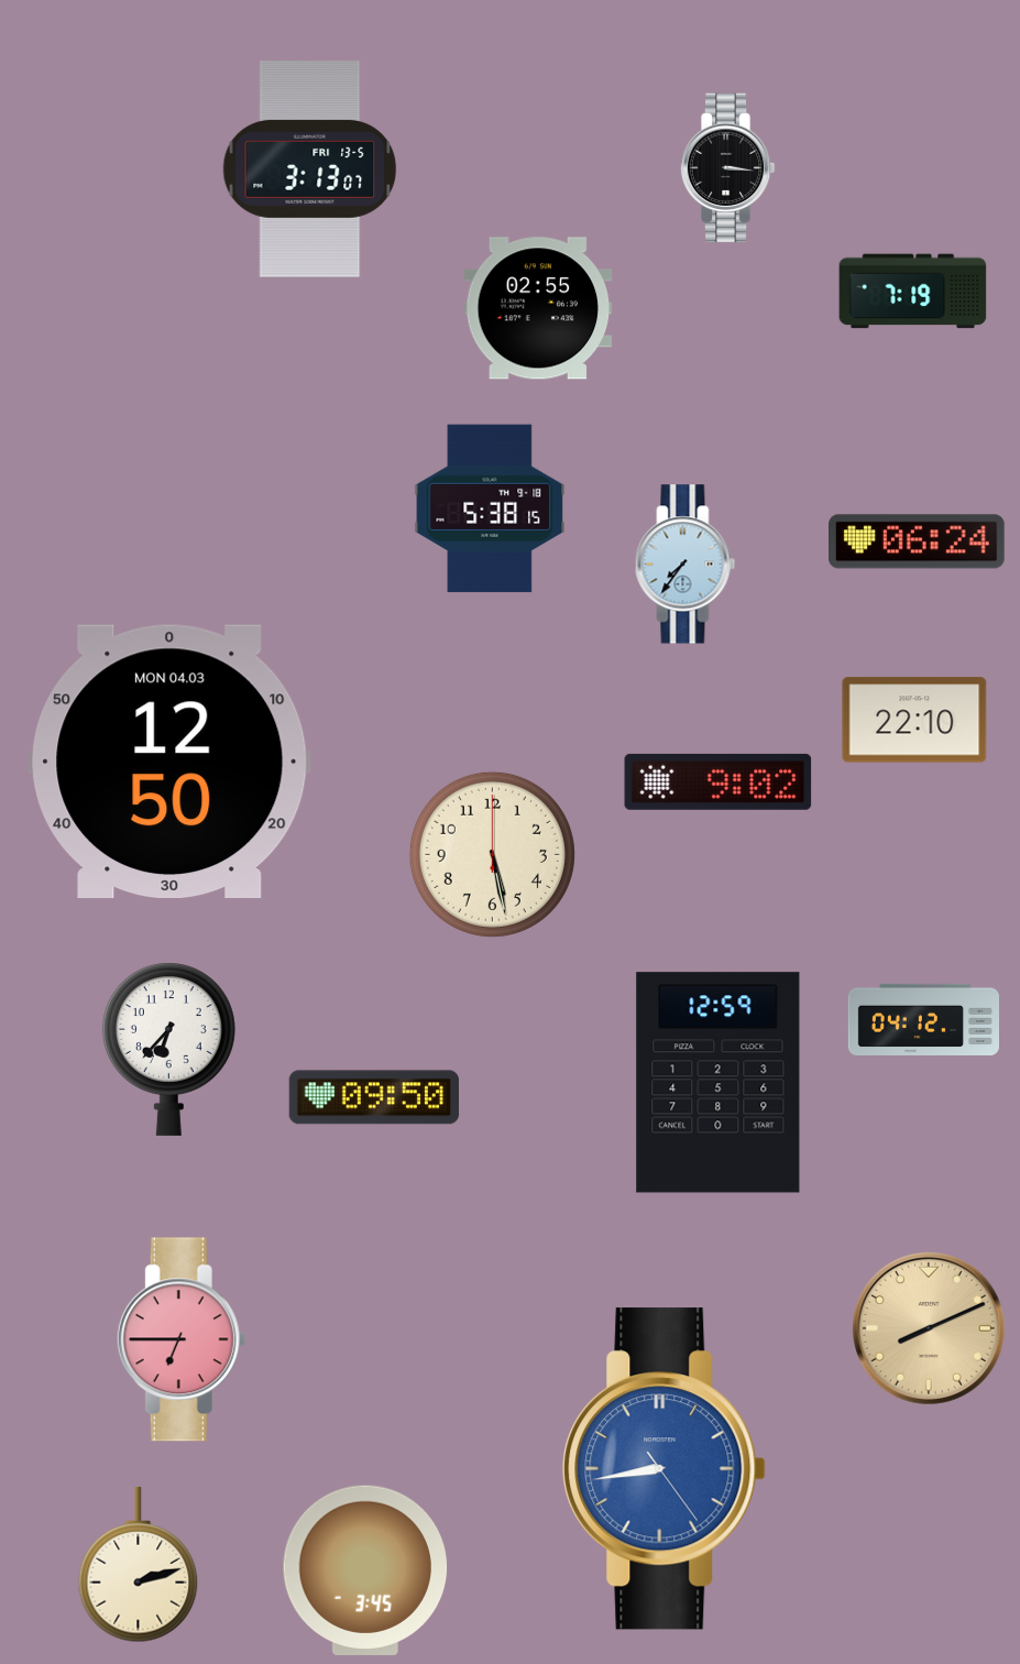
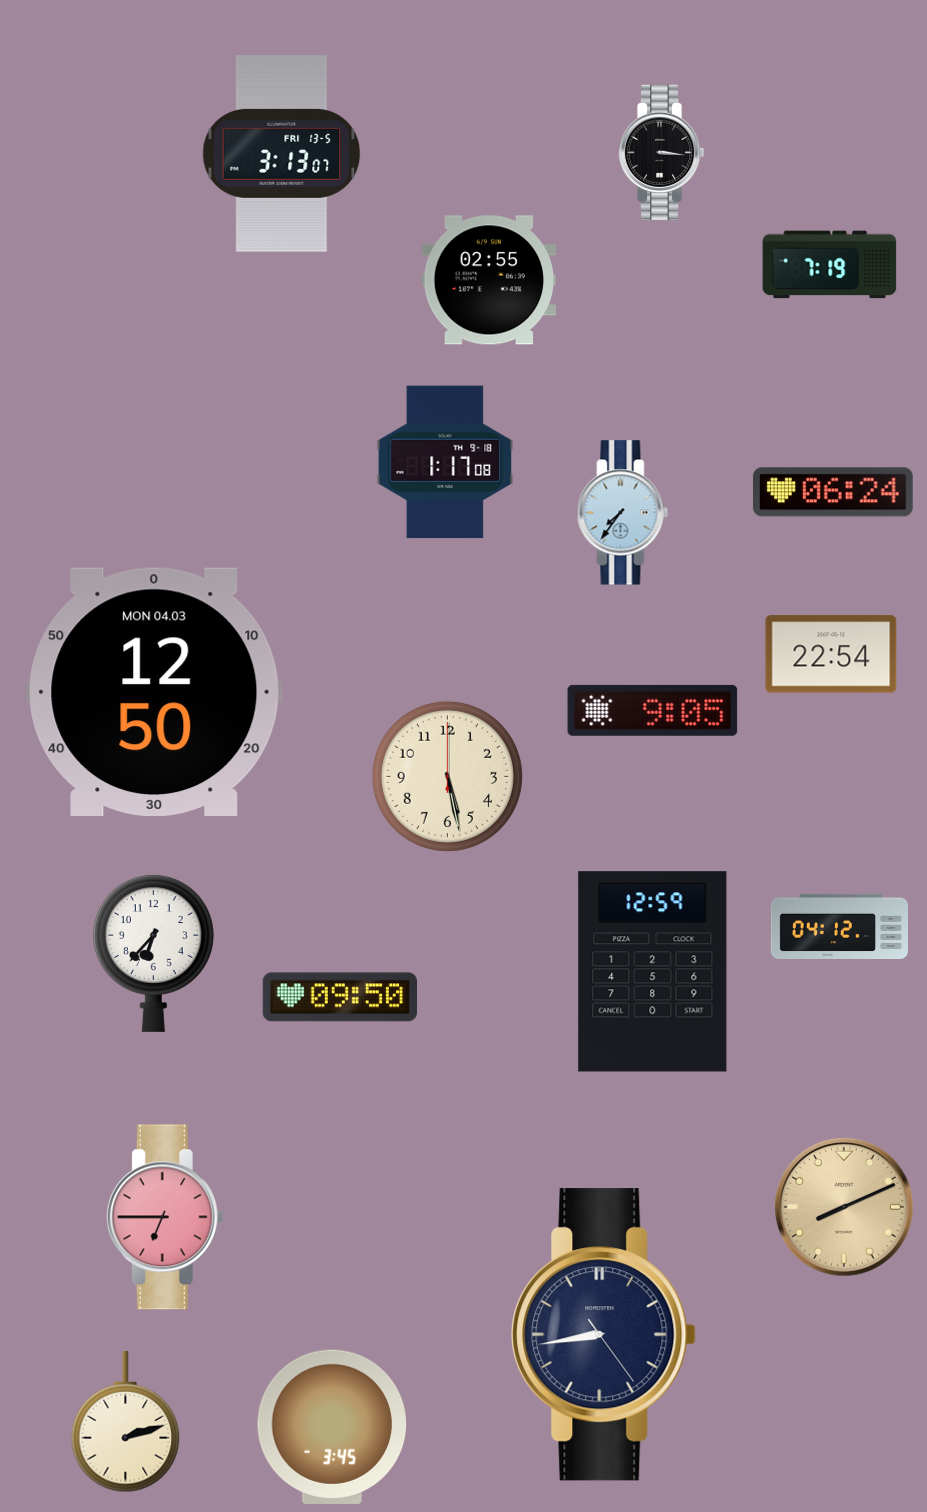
clock at (490, 508): 5:38 -> 1:17
clock at (914, 720): 22:10 -> 22:54
clock at (719, 781): 9:02 -> 9:05
clock at (719, 1083) position: (719, 1083) -> (653, 972)
clock at (665, 1469) dial: blue -> navy
